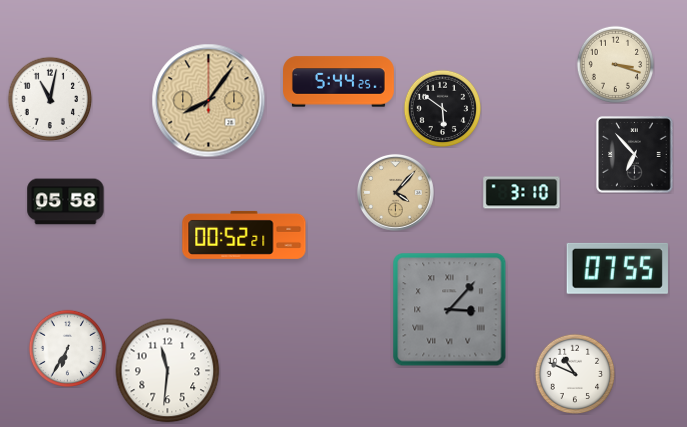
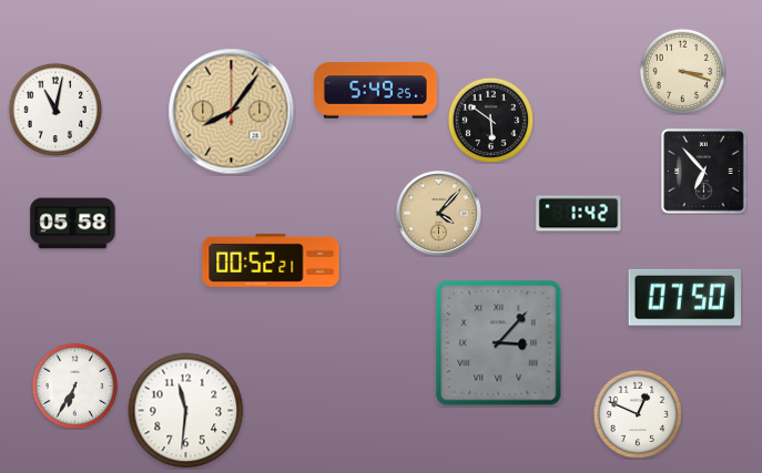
clock at (339, 82): 5:44 -> 5:49
clock at (522, 193): 3:10 -> 1:42
clock at (617, 268): 07:55 -> 07:50
clock at (575, 374): 10:49 -> 12:49
